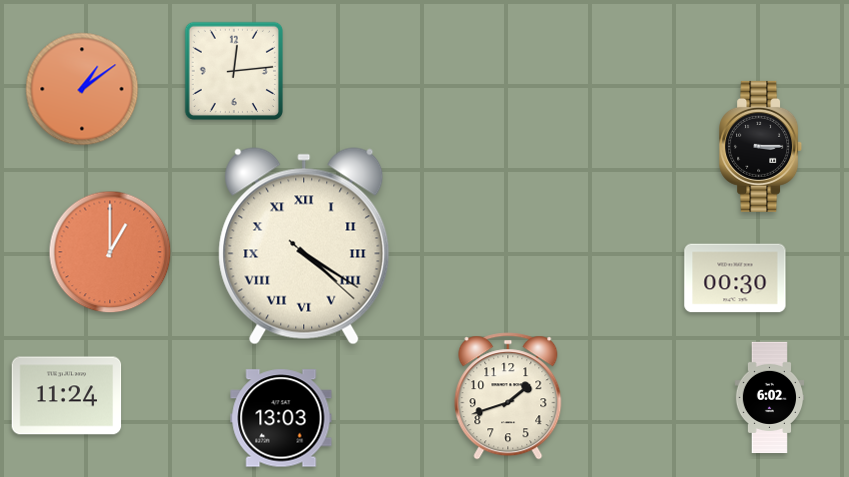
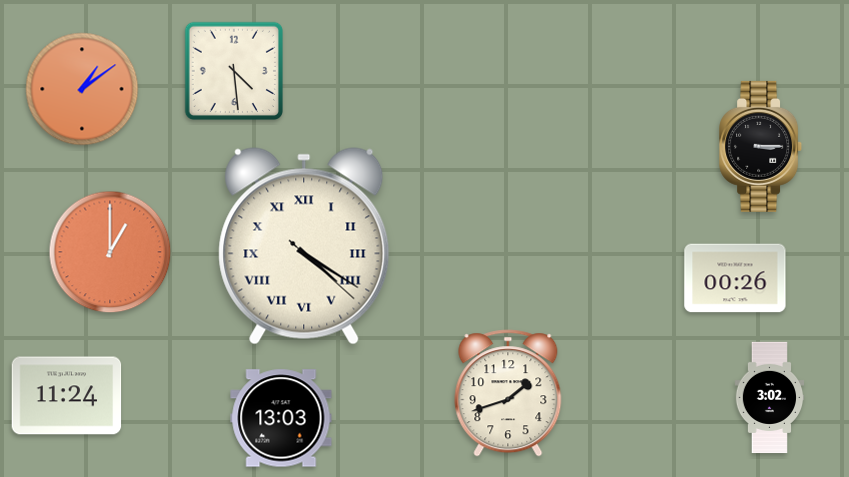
clock at (233, 70): 12:14 -> 4:29
clock at (735, 278): 00:30 -> 00:26
clock at (508, 396) position: (508, 396) -> (508, 393)
clock at (770, 398): 6:02 -> 3:02
